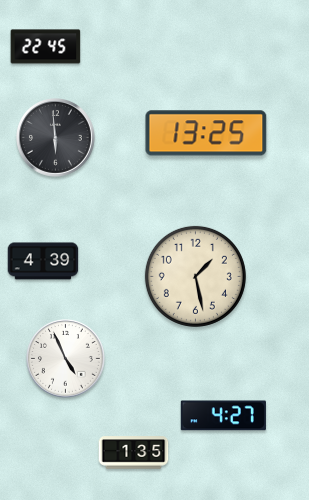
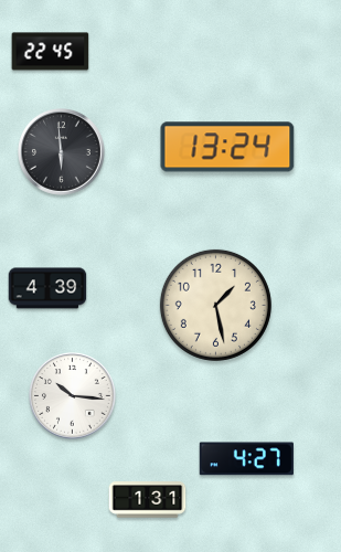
clock at (206, 133): 13:25 -> 13:24
clock at (66, 359): 4:56 -> 10:16
clock at (134, 453): 1:35 -> 1:31
